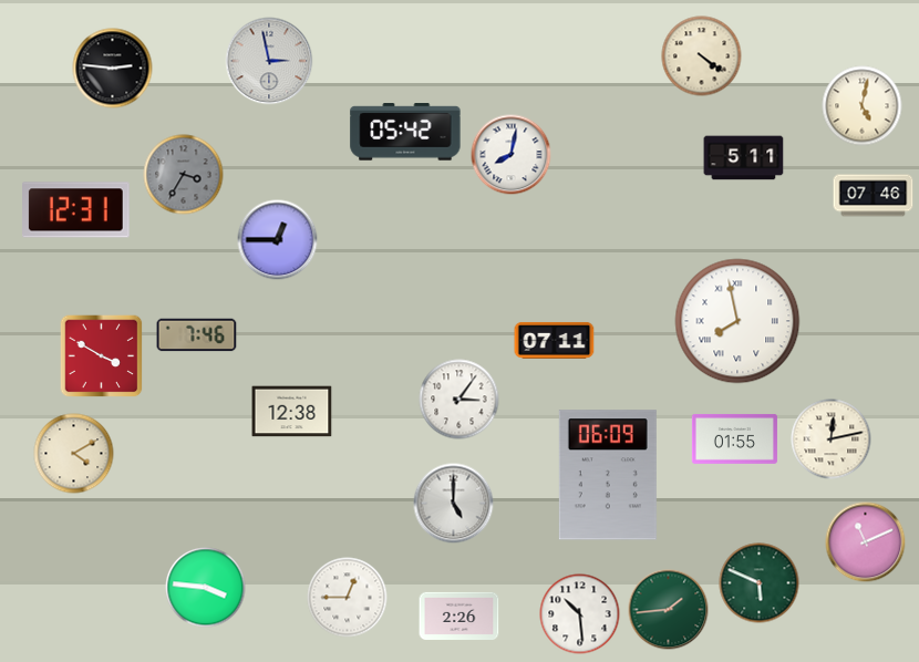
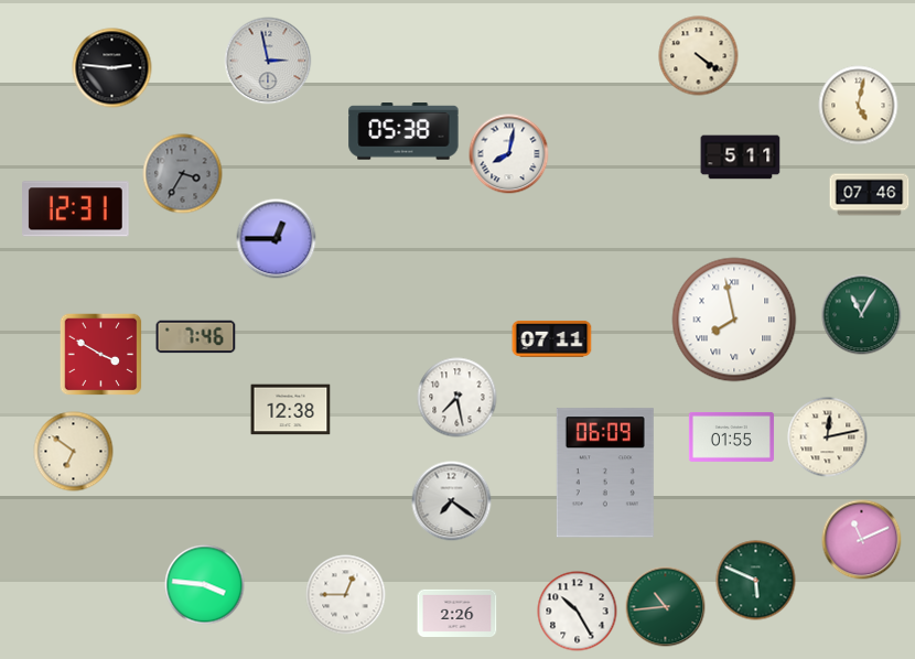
clock at (405, 132): 05:42 -> 05:38
clock at (862, 315): none -> 11:05
clock at (197, 335) position: (197, 335) -> (196, 337)
clock at (460, 400): 3:06 -> 7:28
clock at (74, 454): 4:10 -> 6:51
clock at (454, 504): 5:00 -> 7:21
clock at (669, 610): 1:44 -> 10:44
clock at (580, 614): 10:29 -> 10:25
